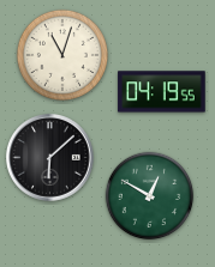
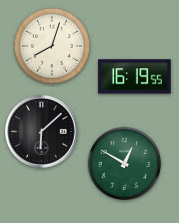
clock at (62, 55): 11:03 -> 8:03
clock at (162, 92): 04:19 -> 16:19
